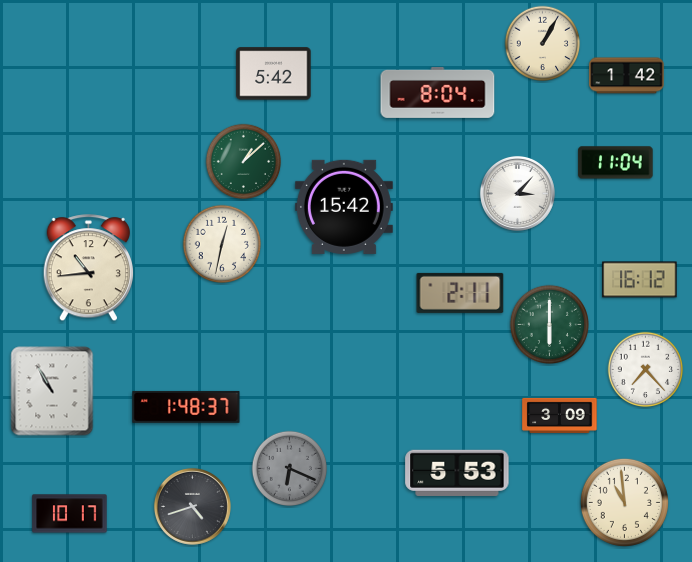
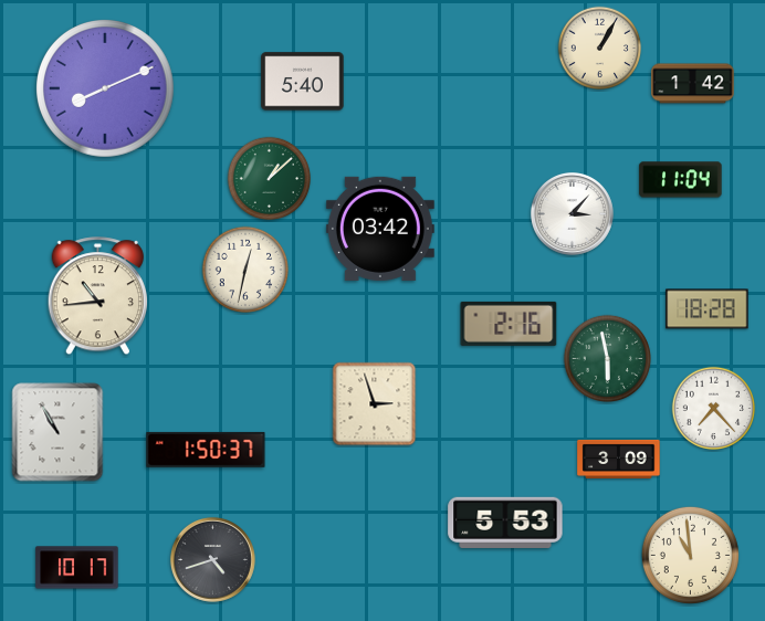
clock at (274, 74): 5:42 -> 5:40
clock at (106, 90): none -> 8:11
clock at (438, 92): 8:04 -> none
clock at (344, 207): 15:42 -> 03:42
clock at (640, 280): 16:12 -> 18:28
clock at (460, 293): 2:11 -> 2:16
clock at (549, 324): 6:00 -> 5:58
clock at (375, 404): none -> 2:57
clock at (186, 407): 1:48 -> 1:50
clock at (290, 469): 6:19 -> none
